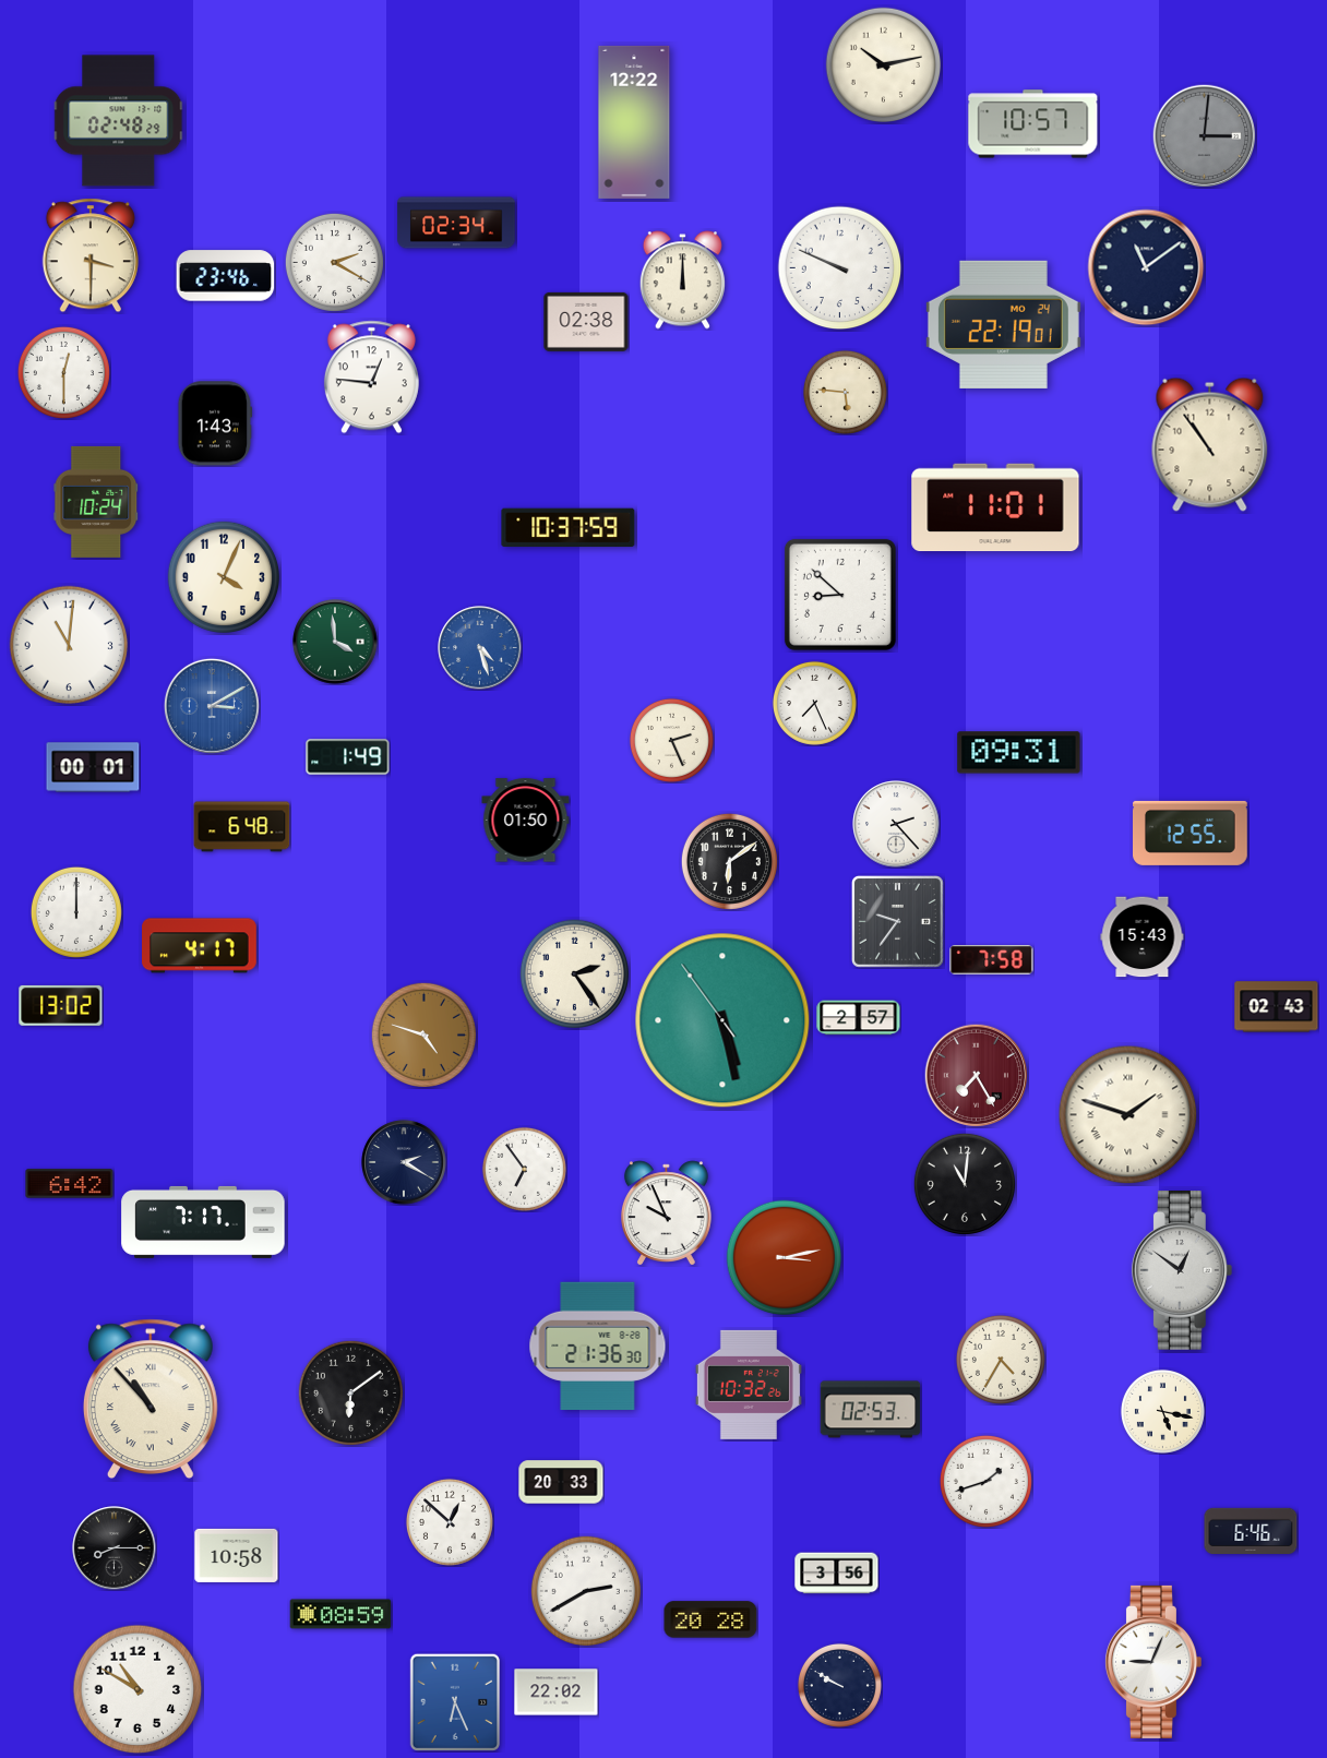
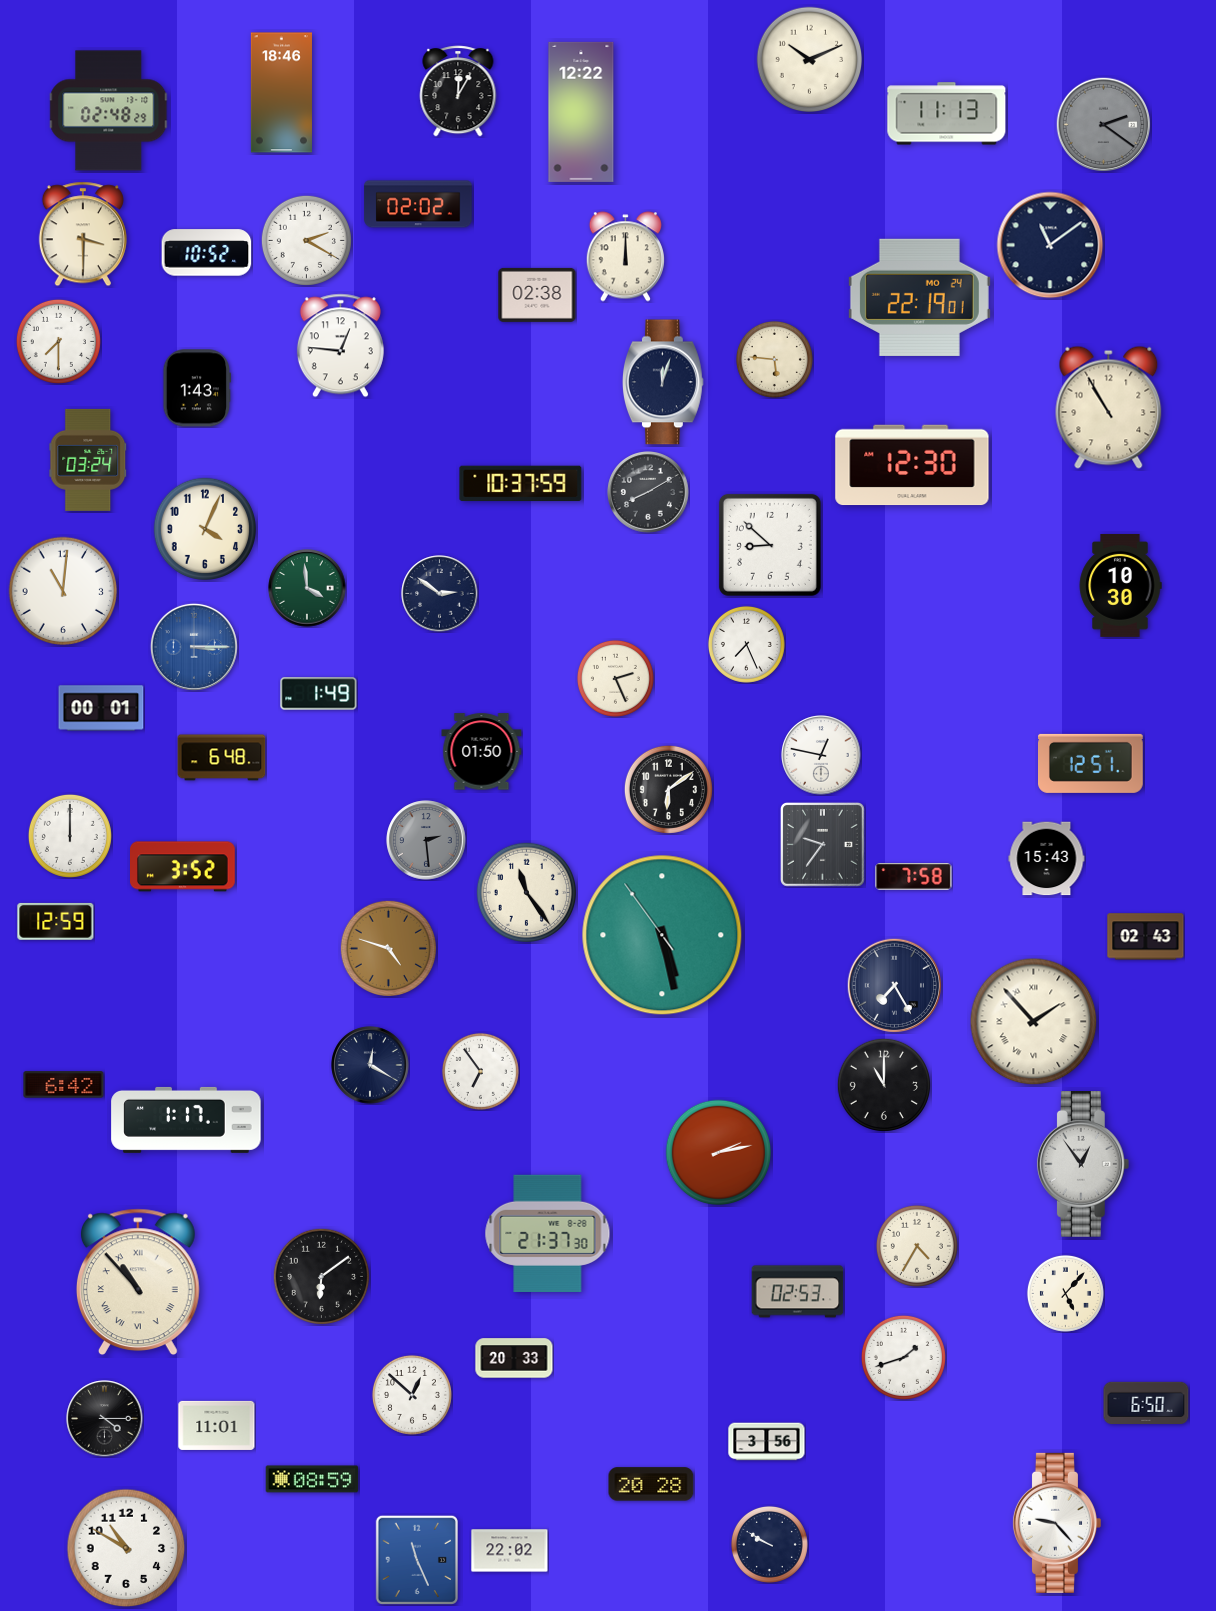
clock at (884, 65): 10:13 -> 10:11
clock at (458, 91): none -> 12:05
clock at (281, 93): none -> 18:46
clock at (1033, 124): 10:57 -> 11:13
clock at (1204, 135): 3:01 -> 2:21
clock at (456, 223): 02:34 -> 02:02
clock at (840, 268): 9:49 -> none
clock at (226, 276): 23:46 -> 10:52
clock at (63, 372): 12:30 -> 7:30
clock at (663, 382): none -> 12:03
clock at (1210, 444): 10:54 -> 10:55
clock at (96, 502): 10:24 -> 03:24
clock at (995, 507): 11:01 -> 12:30
clock at (649, 493): none -> 8:10
clock at (1120, 585): none -> 10:30
clock at (480, 648): 4:27 -> 2:51
clock at (480, 648) dial: blue -> navy
clock at (212, 706): 3:10 -> 3:15
clock at (1019, 753): 09:31 -> none
clock at (93, 767) position: (93, 767) -> (101, 708)
clock at (896, 824): 2:23 -> 12:47
clock at (1191, 833): 12:55 -> 12:51
clock at (426, 840): none -> 2:29
clock at (200, 946): 4:17 -> 3:52
clock at (992, 960) position: (992, 960) -> (914, 877)
clock at (574, 973): 2:24 -> 11:24
clock at (61, 1005): 13:02 -> 12:59
clock at (1277, 1007) position: (1277, 1007) -> (1146, 937)
clock at (859, 1018): 2:57 -> none
clock at (976, 1075) dial: burgundy -> navy
clock at (1128, 1115): 1:48 -> 1:53
clock at (404, 1162): 2:20 -> 12:20
clock at (965, 1184): 11:01 -> 11:00
clock at (666, 1213): 9:56 -> none
clock at (203, 1222): 7:17 -> 1:17
clock at (785, 1258): 3:13 -> 2:13
clock at (1182, 1271): 12:51 -> 12:54
clock at (598, 1346): 21:36 -> 21:37
clock at (749, 1385): 10:32 -> none
clock at (1162, 1411): 5:17 -> 5:07
clock at (1251, 1530): 6:46 -> 6:50
clock at (115, 1548): 8:15 -> 4:15
clock at (237, 1555): 10:58 -> 11:01
clock at (585, 1590): 2:40 -> none
clock at (1152, 1662): 9:04 -> 9:23
clock at (454, 1701): 6:26 -> 11:26
